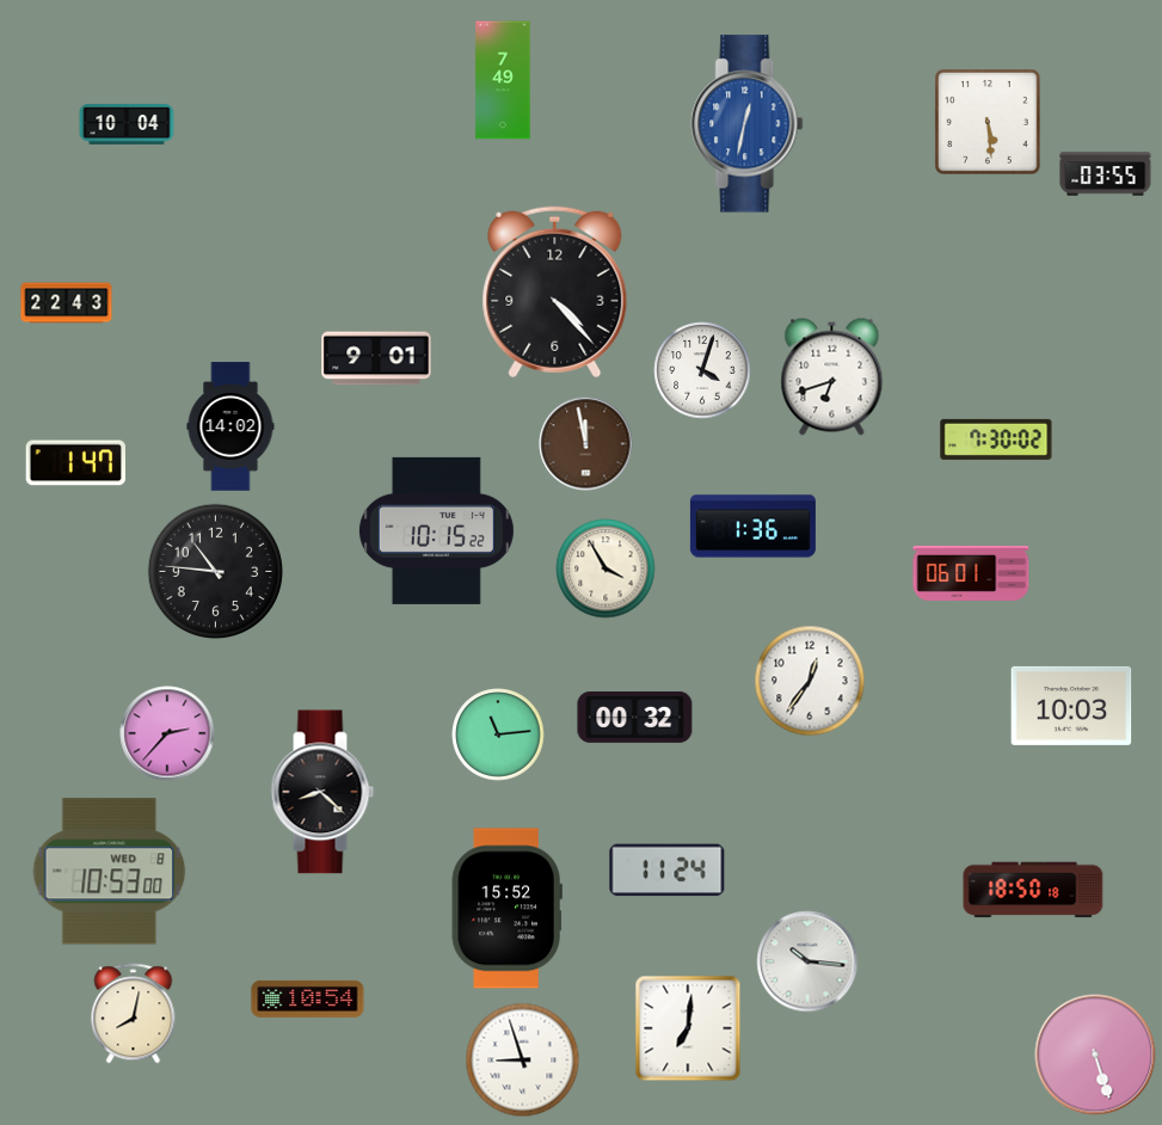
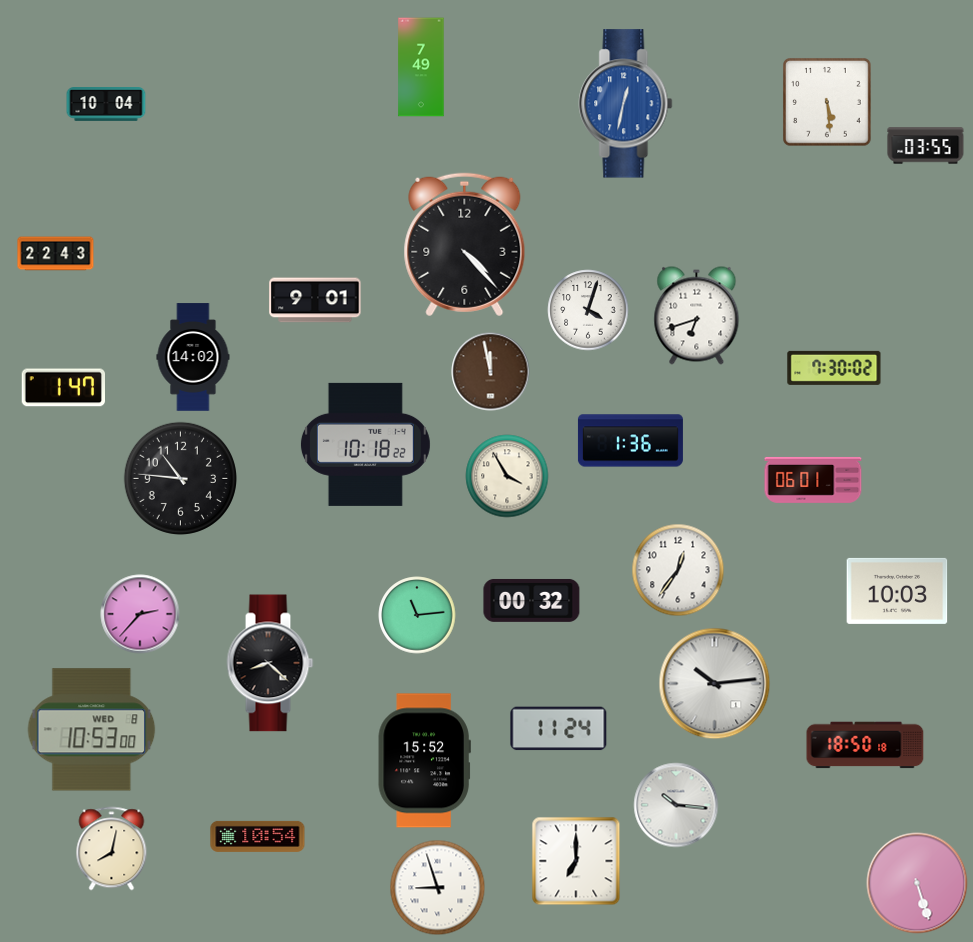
clock at (436, 530): 10:15 -> 10:18
clock at (715, 684): none -> 10:14
clock at (688, 1028): 7:01 -> 7:00
